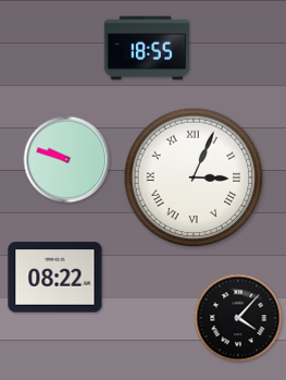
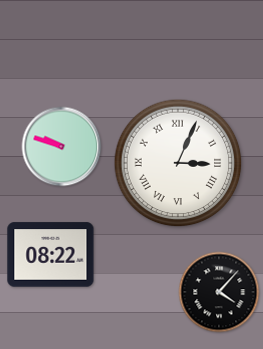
clock at (147, 48): 18:55 -> none
